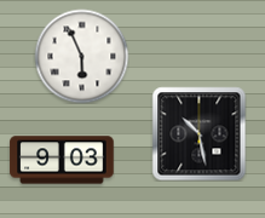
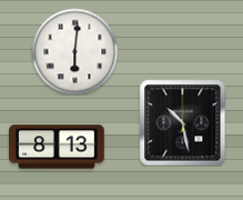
clock at (81, 56): 5:56 -> 6:01
clock at (62, 160): 9:03 -> 8:13
